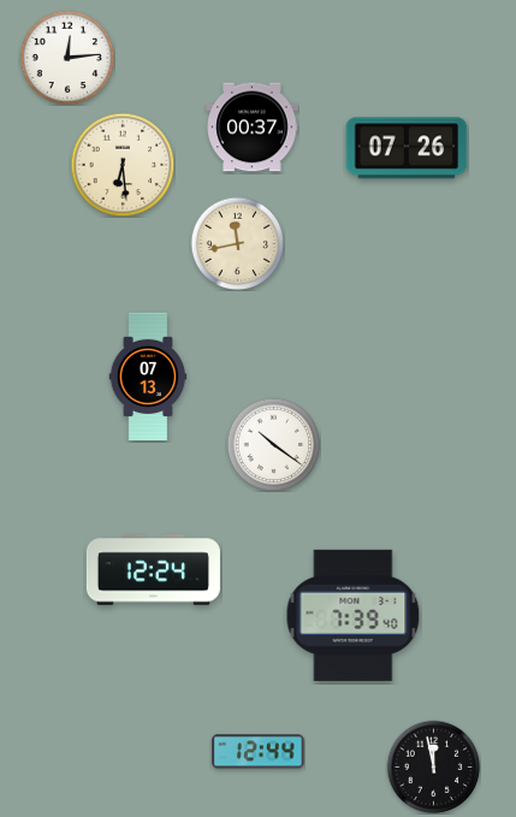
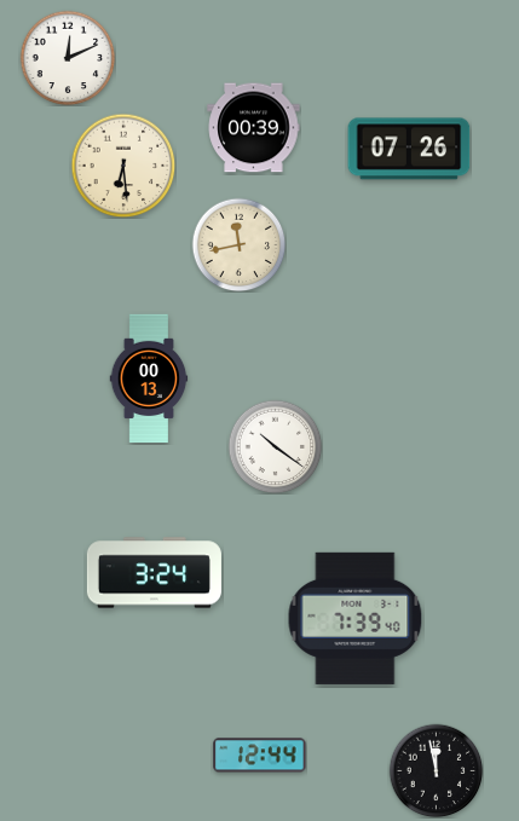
clock at (67, 58): 12:14 -> 12:11
clock at (253, 128): 00:37 -> 00:39
clock at (148, 377): 07:13 -> 00:13
clock at (153, 570): 12:24 -> 3:24
